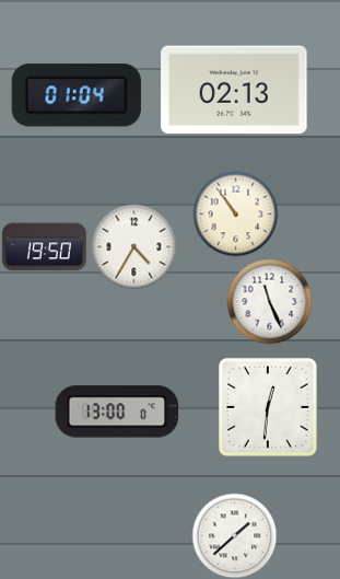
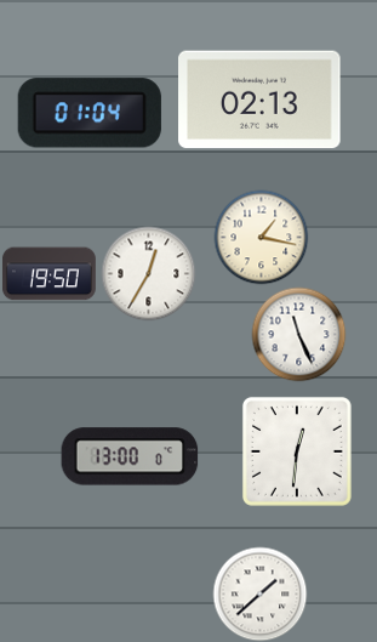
clock at (77, 95) position: (77, 95) -> (90, 113)
clock at (235, 213): 10:54 -> 1:17
clock at (133, 246): 4:35 -> 12:35
